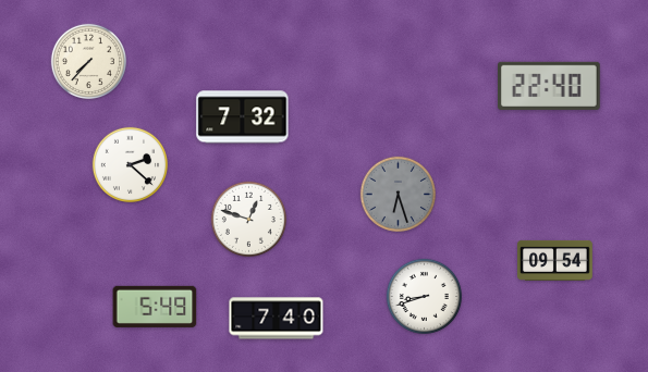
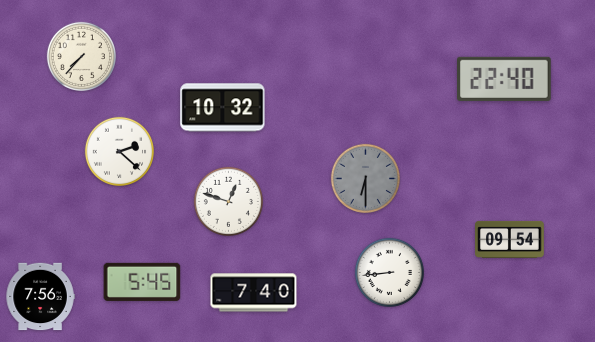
clock at (243, 117): 7:32 -> 10:32
clock at (398, 194): 6:27 -> 6:30
clock at (424, 296): 8:42 -> 8:44
clock at (155, 307): 5:49 -> 5:45
clock at (40, 297): none -> 7:56
